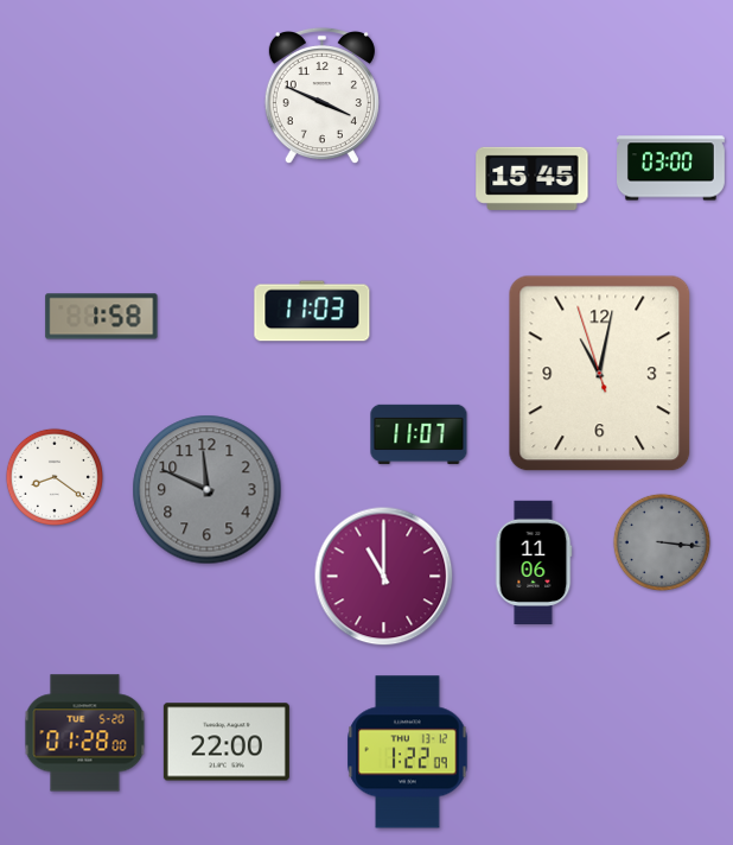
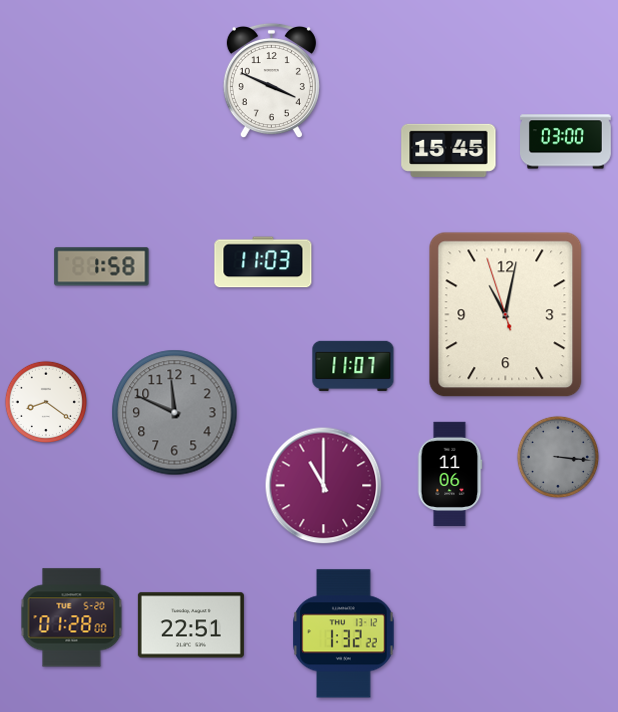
clock at (102, 317) position: (102, 317) -> (102, 267)
clock at (227, 742): 22:00 -> 22:51
clock at (408, 752): 1:22 -> 1:32
